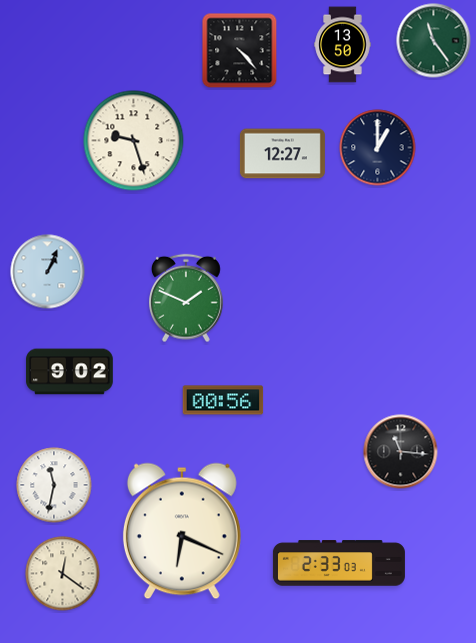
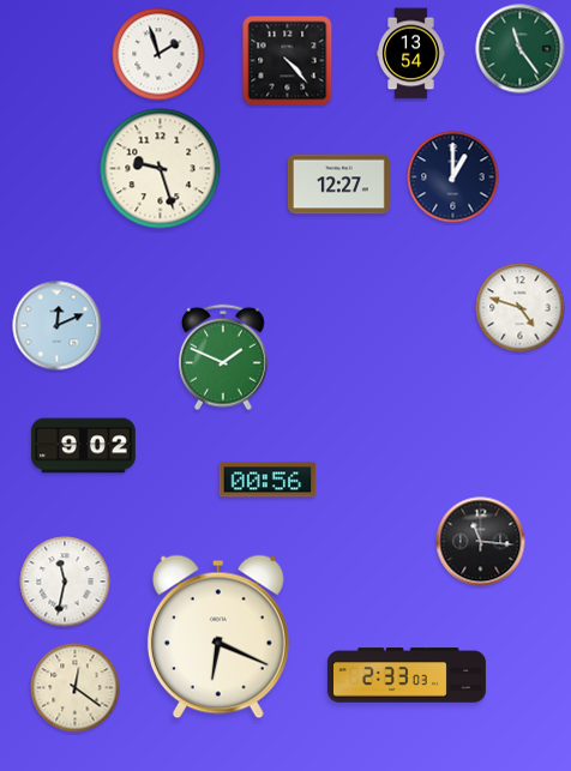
clock at (158, 54): none -> 1:57
clock at (343, 45): 13:50 -> 13:54
clock at (521, 308): none -> 4:48
clock at (48, 272): 1:04 -> 12:11
